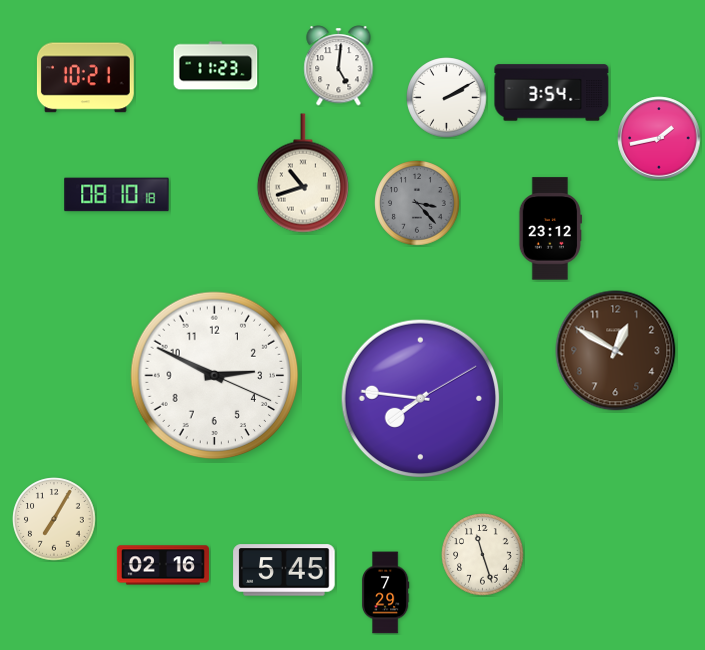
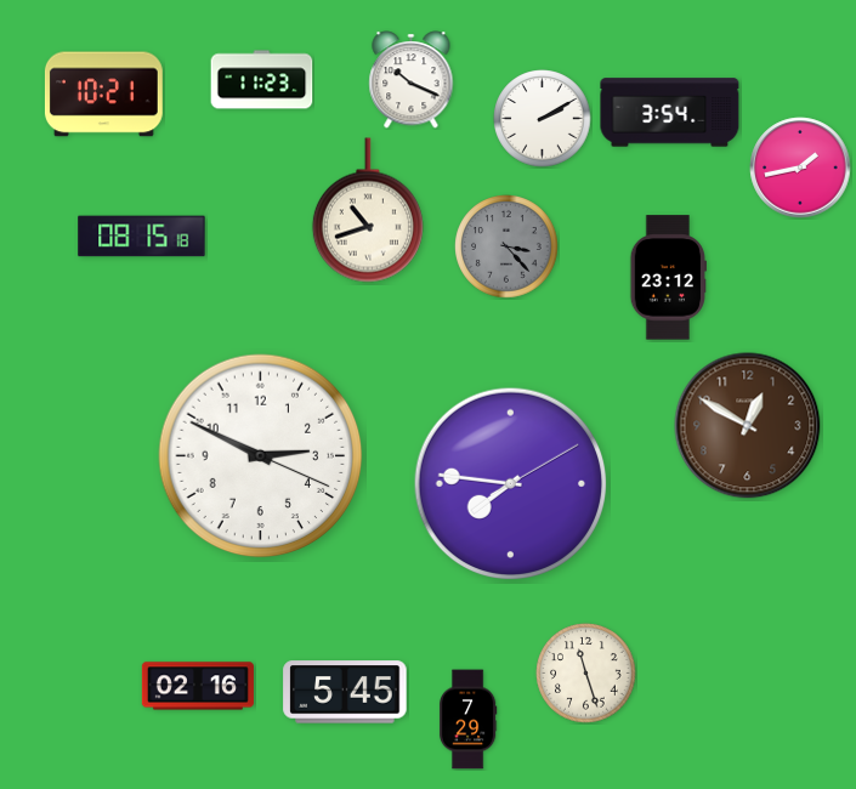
clock at (339, 66): 5:01 -> 10:19
clock at (117, 195): 08:10 -> 08:15
clock at (54, 519): 7:05 -> none
